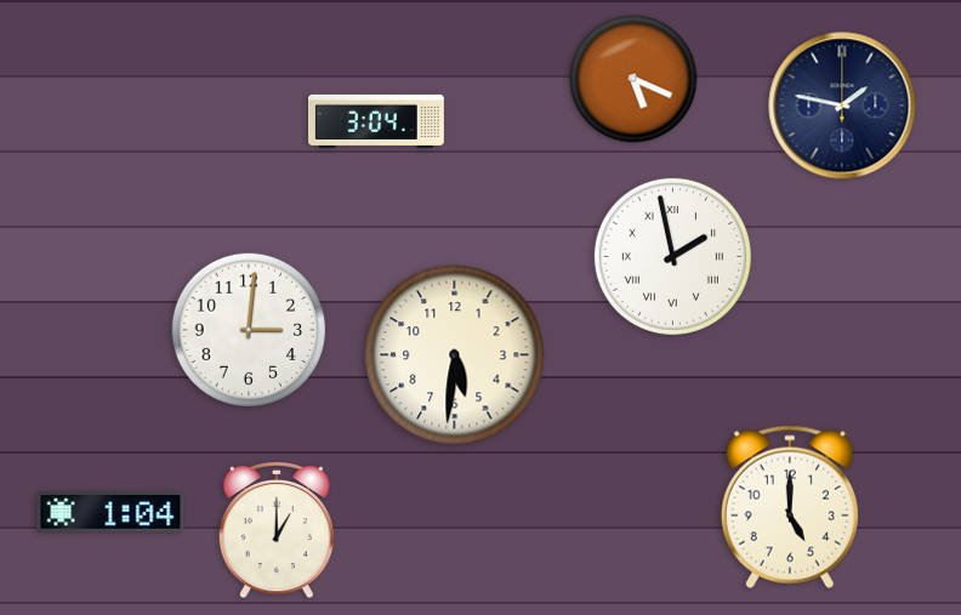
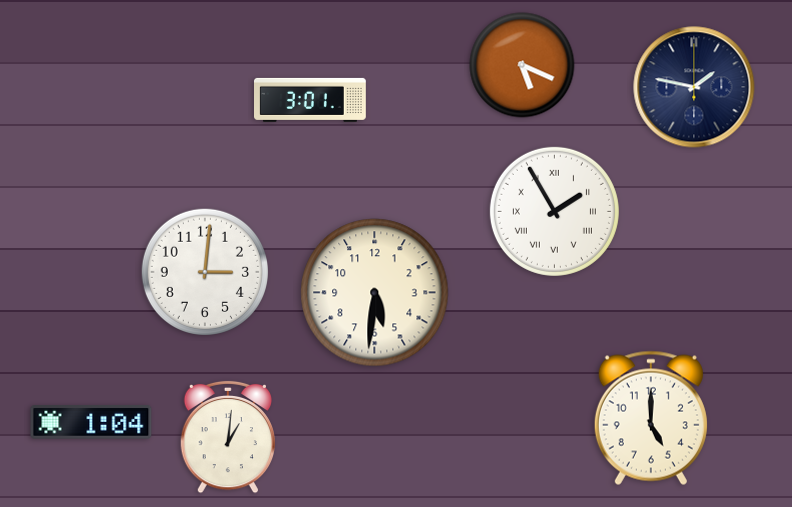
clock at (377, 121): 3:04 -> 3:01
clock at (672, 256): 1:58 -> 1:55
clock at (275, 530): 1:00 -> 1:01
